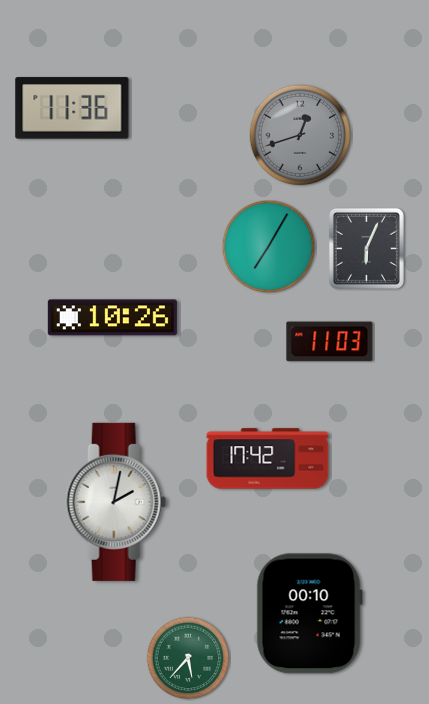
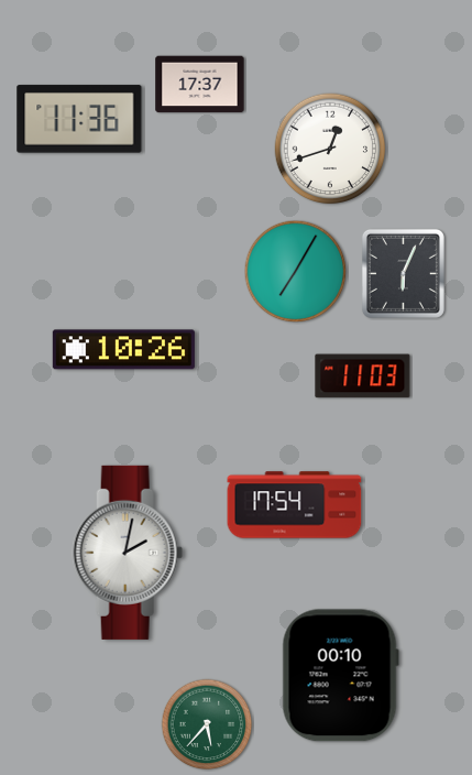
clock at (200, 85): none -> 17:37
clock at (300, 135) dial: grey -> white
clock at (268, 459): 17:42 -> 17:54
